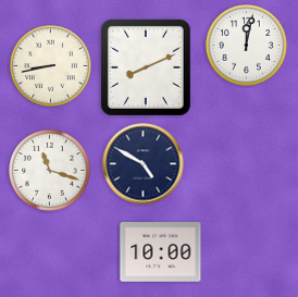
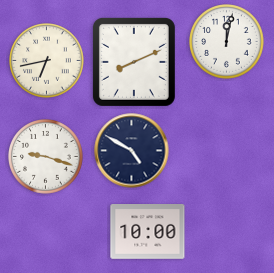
clock at (51, 66): 8:43 -> 6:43
clock at (50, 171): 11:18 -> 9:18
